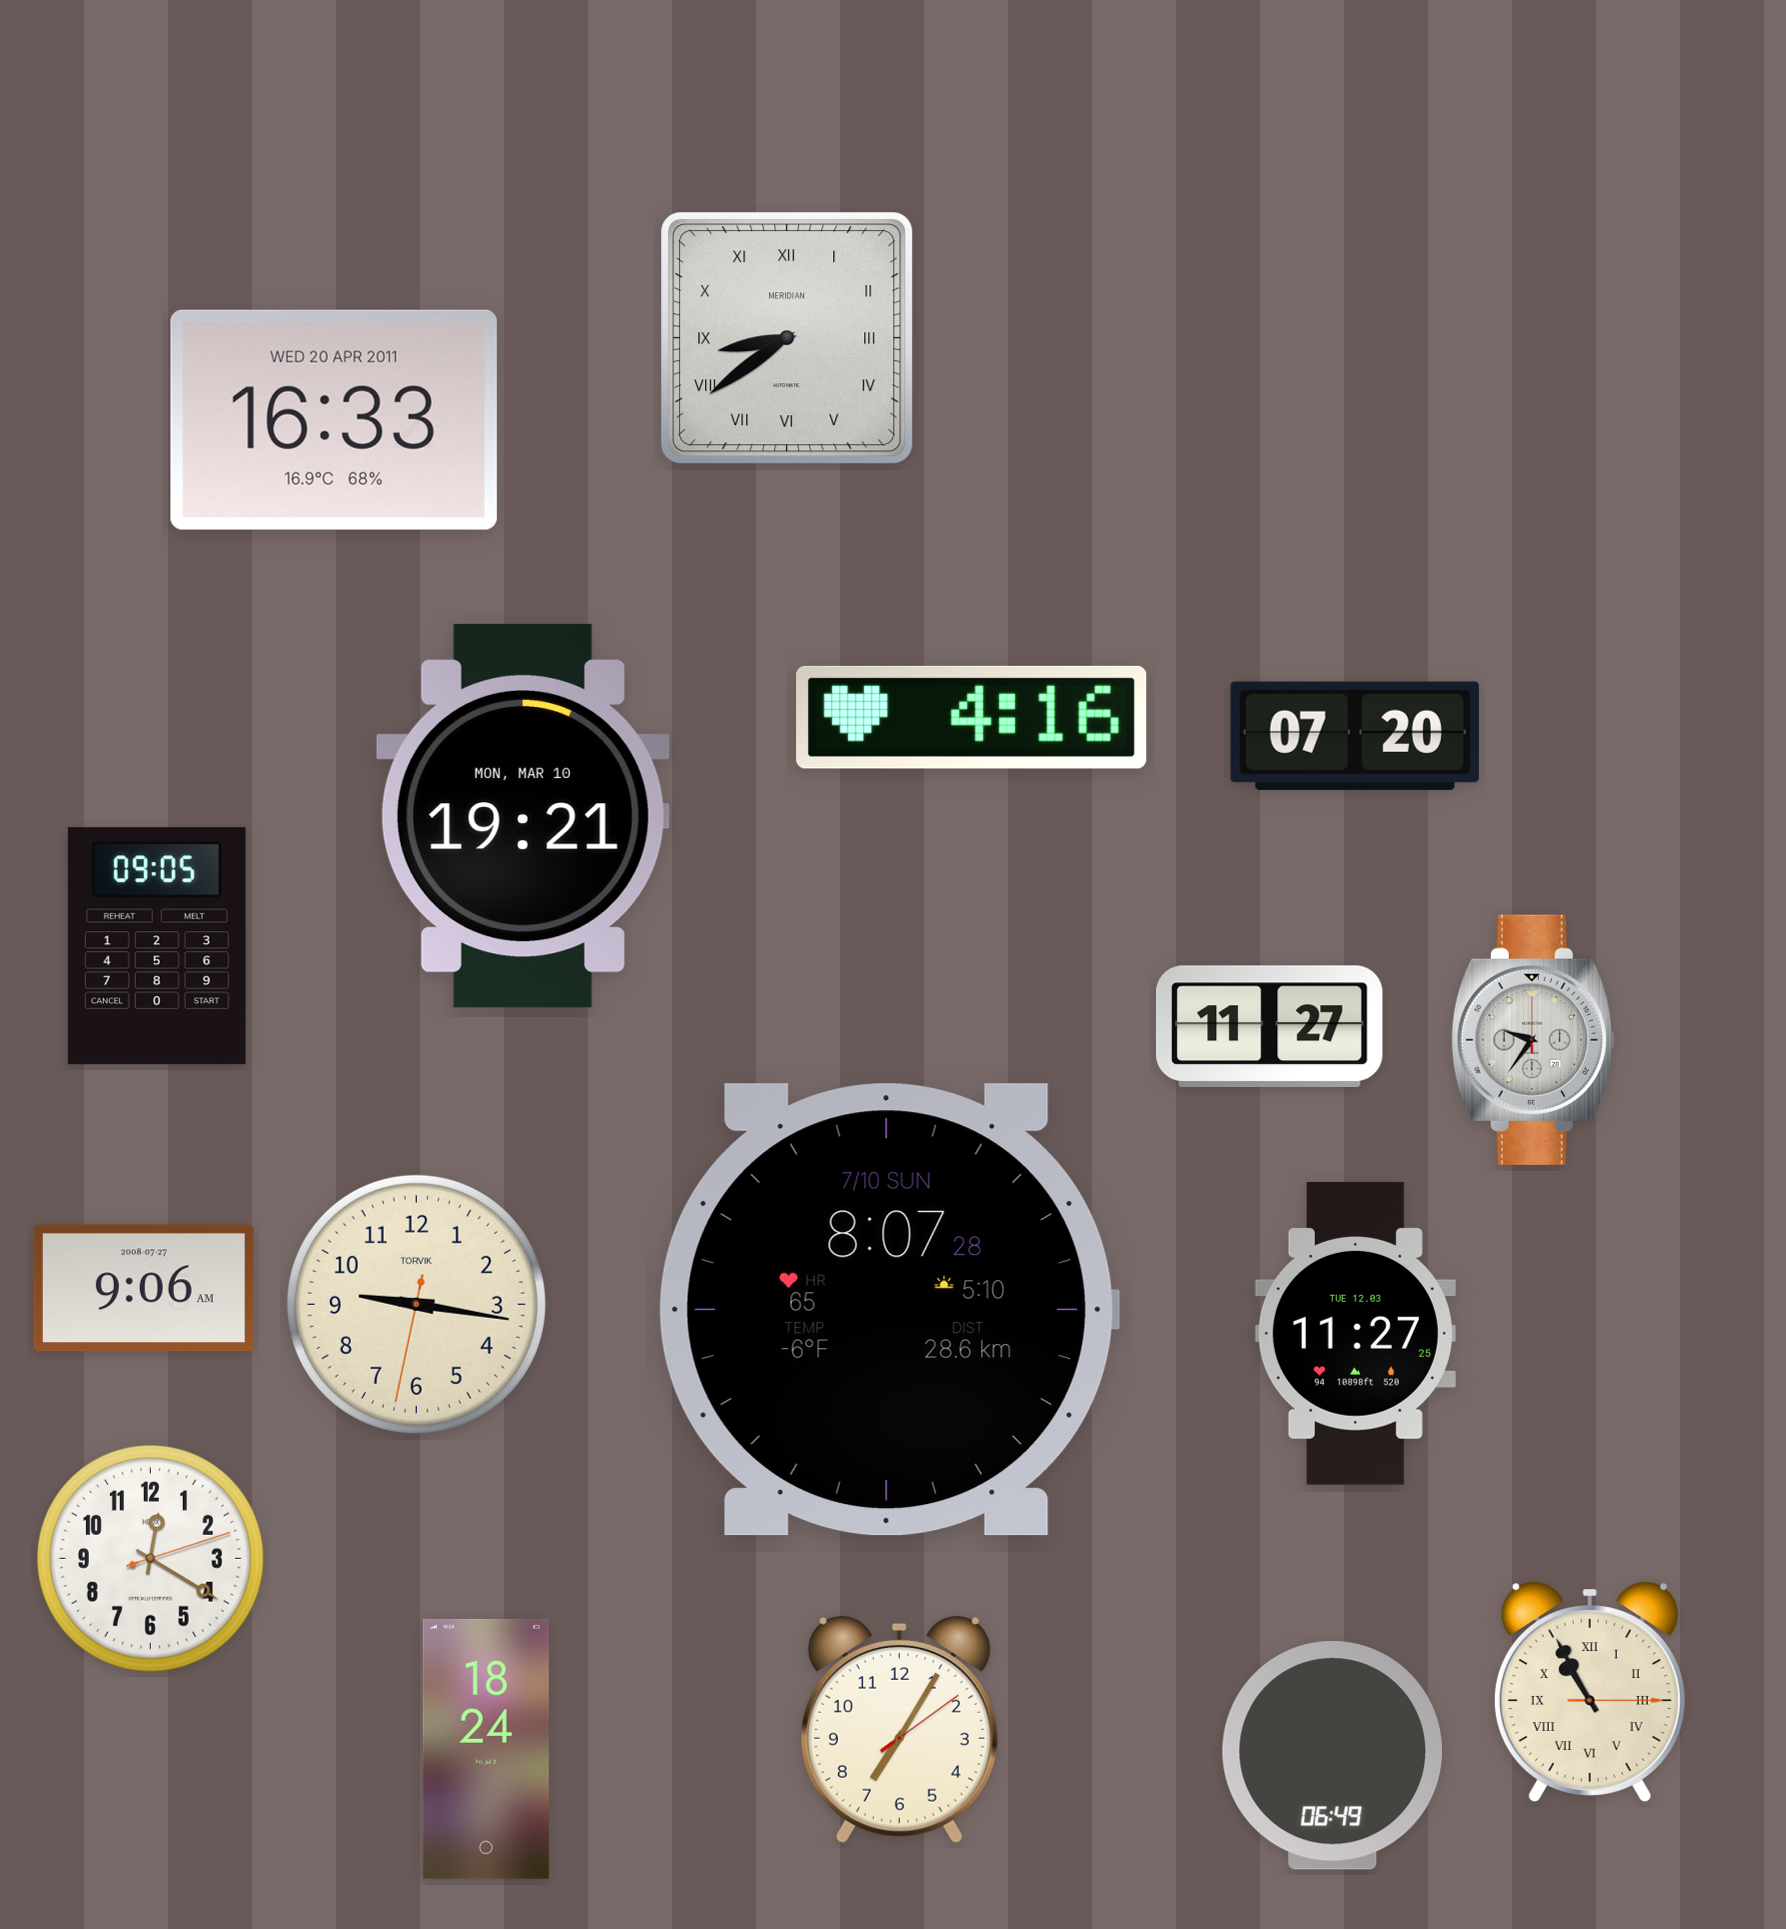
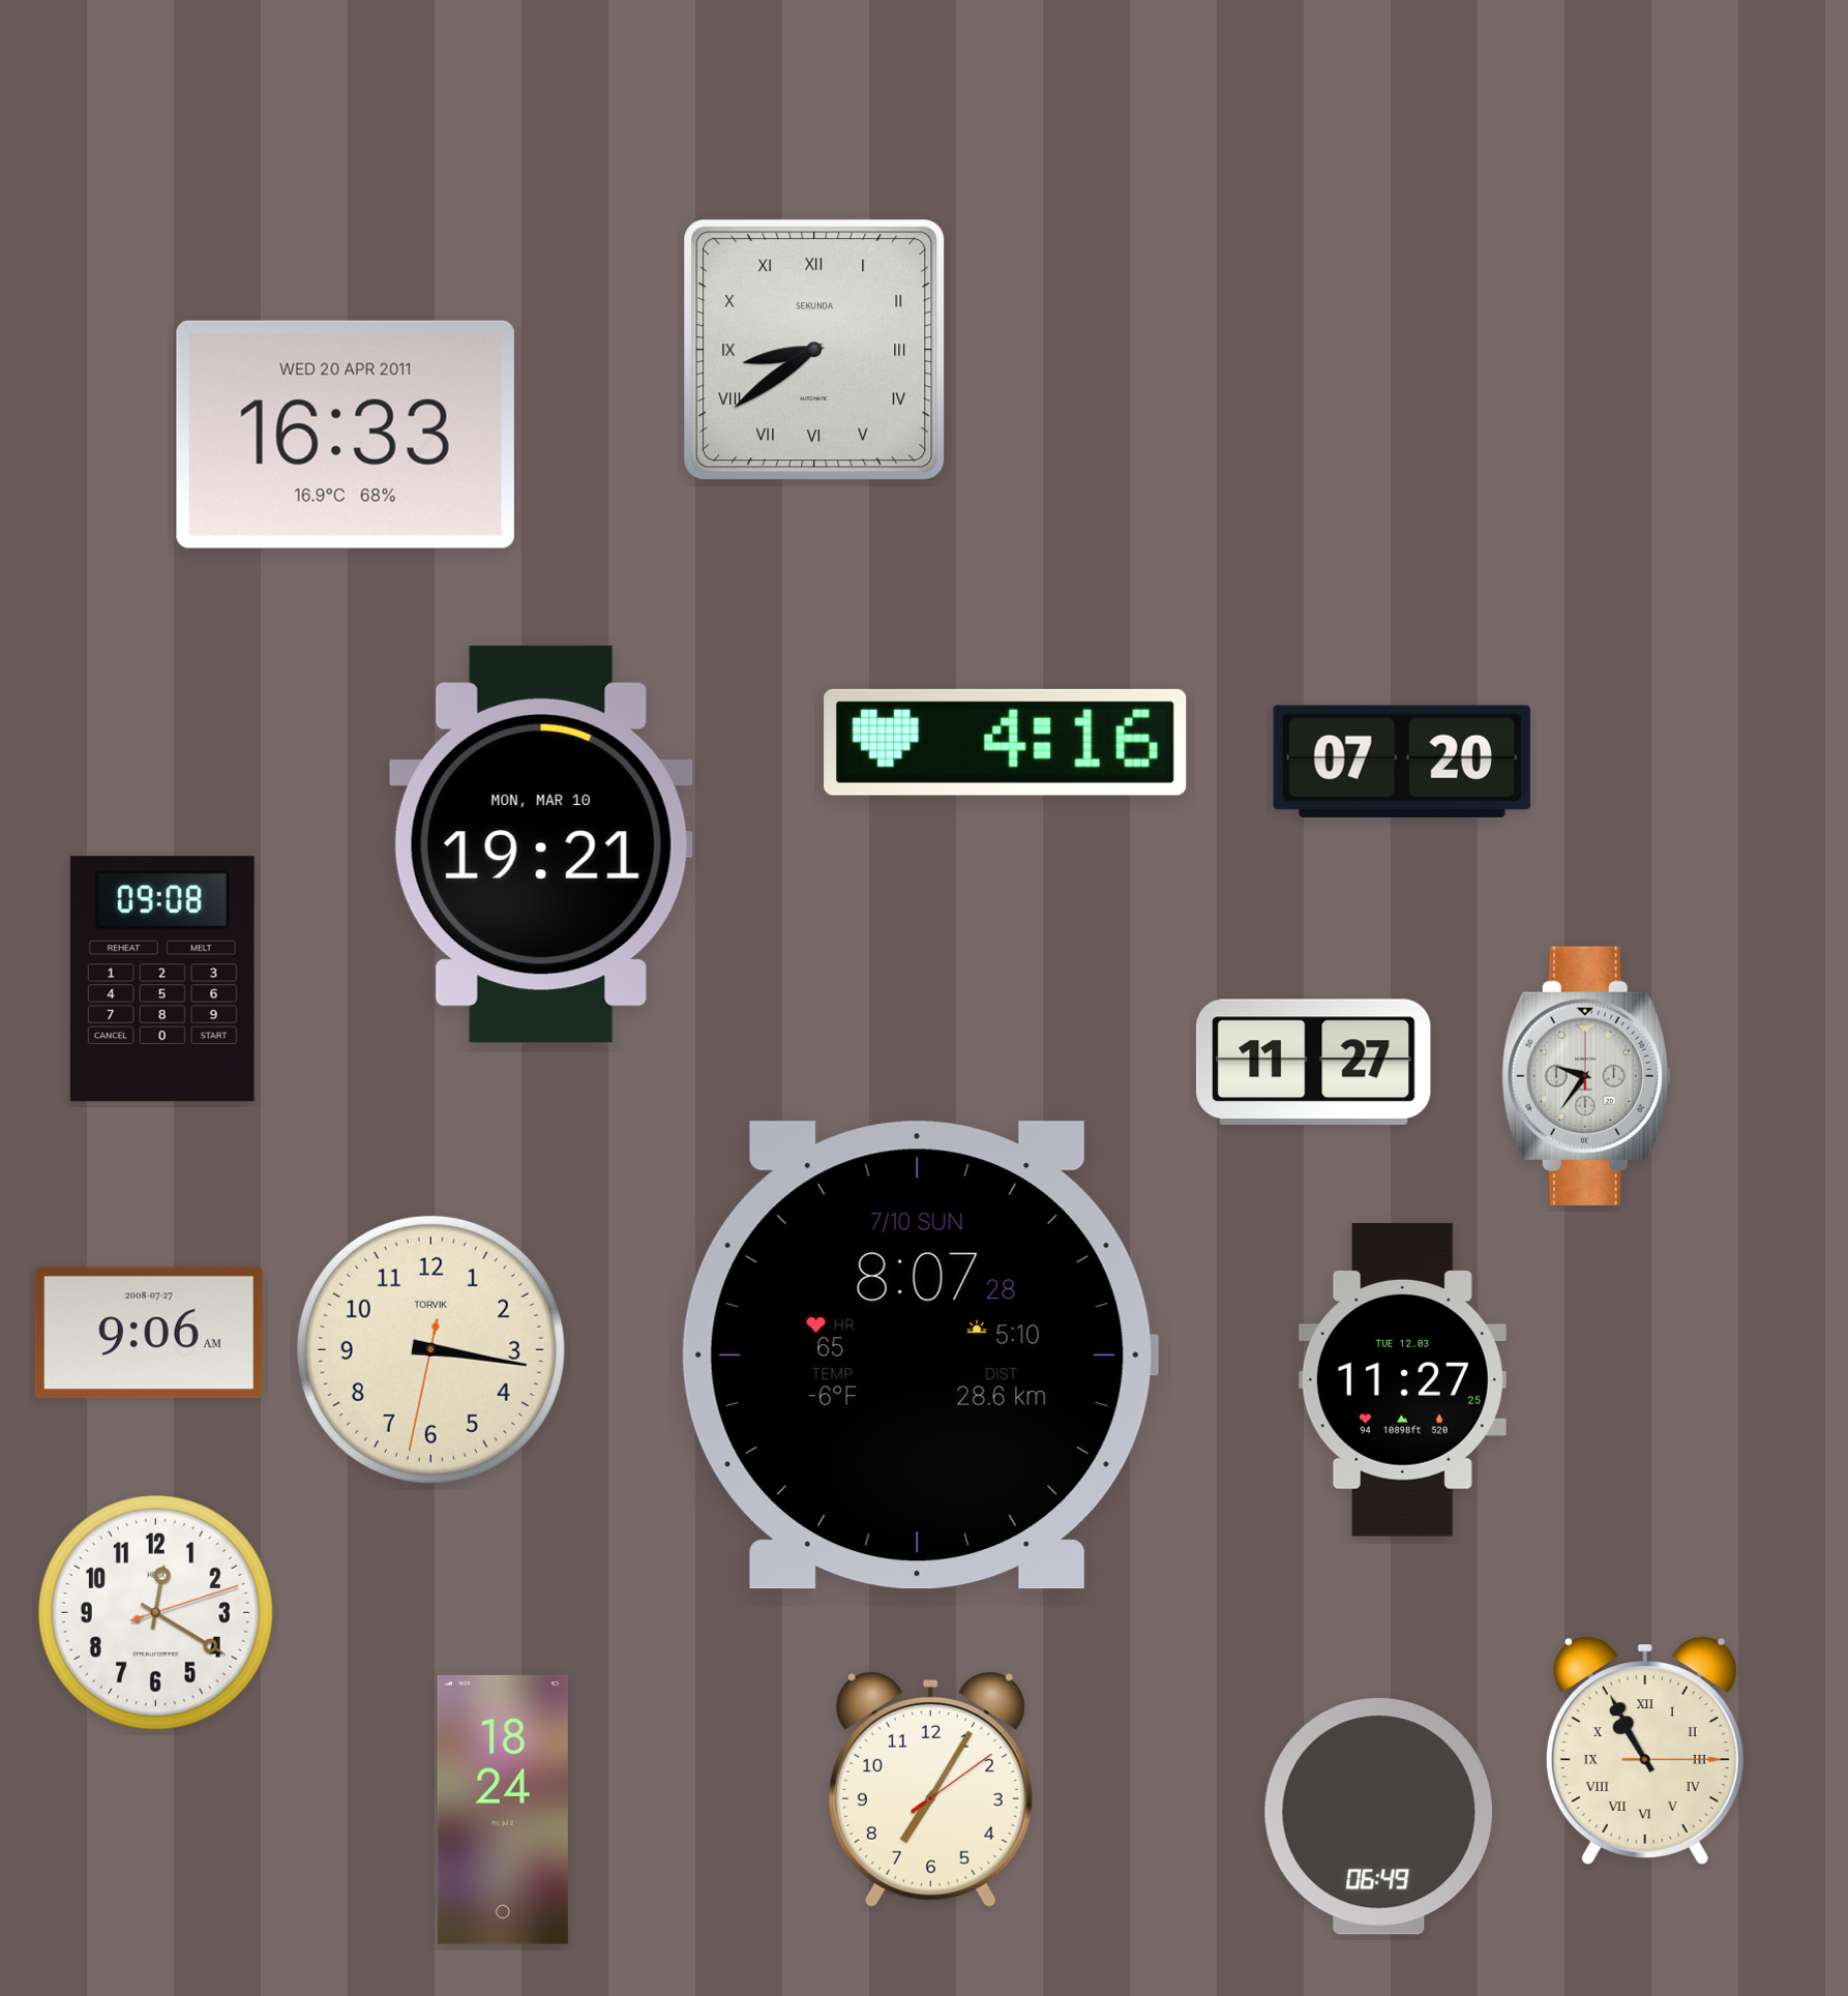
clock at (787, 338) brand: MERIDIAN -> SEKUNDA
clock at (157, 946): 09:05 -> 09:08
clock at (416, 1304): 9:16 -> 3:16
